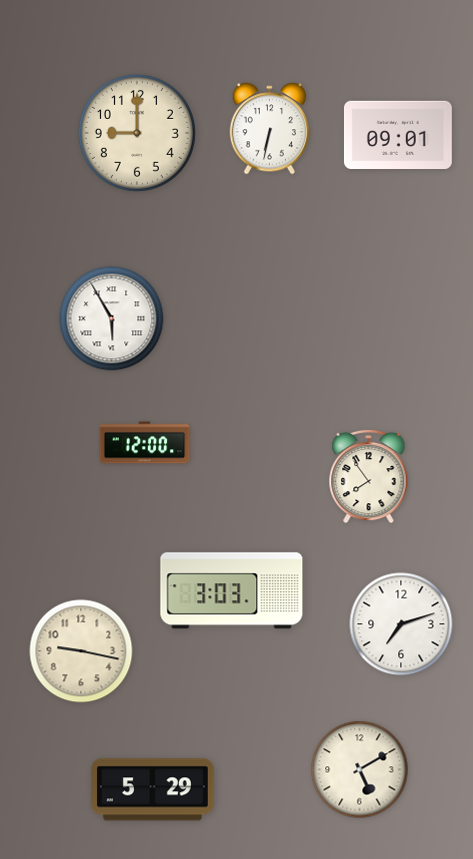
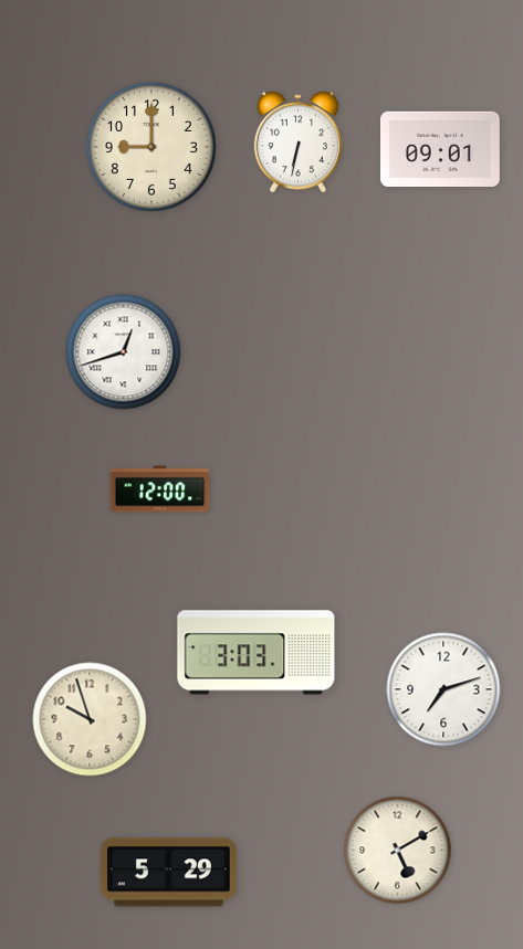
clock at (112, 319): 5:55 -> 12:42
clock at (369, 476): 7:54 -> none
clock at (81, 651): 9:17 -> 9:57
